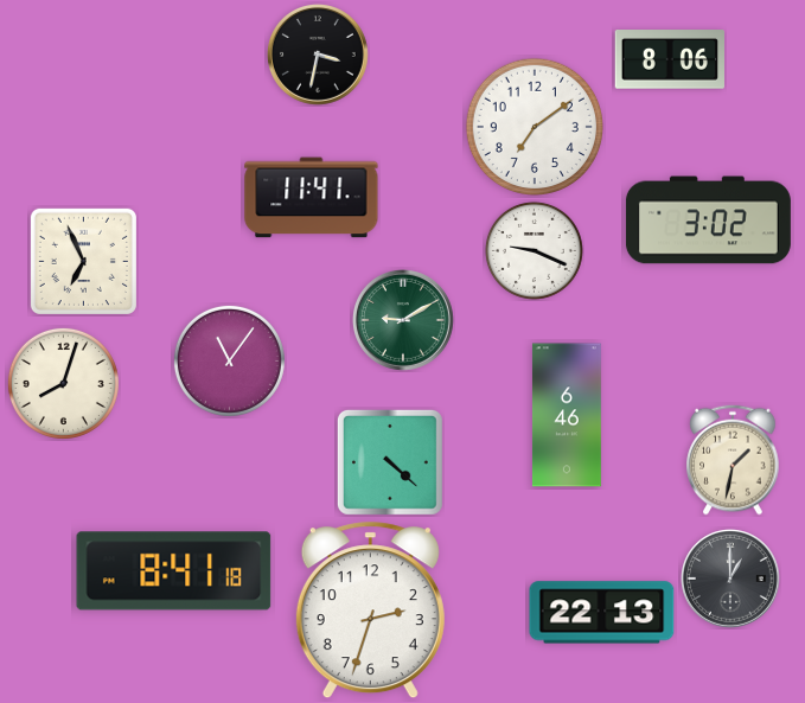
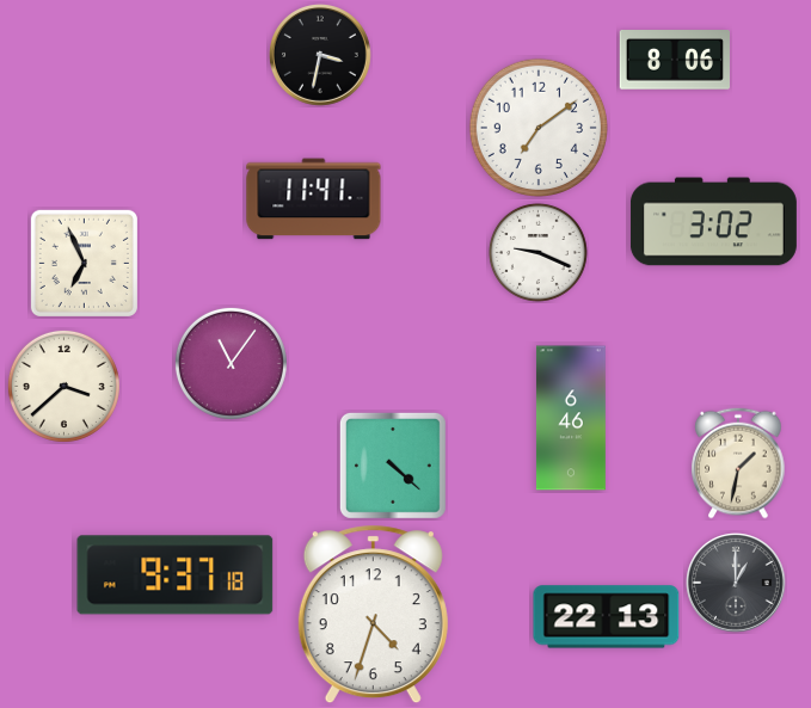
clock at (404, 321): 9:10 -> none
clock at (63, 383): 8:03 -> 3:38
clock at (174, 571): 8:41 -> 9:37
clock at (370, 611): 2:33 -> 4:33
